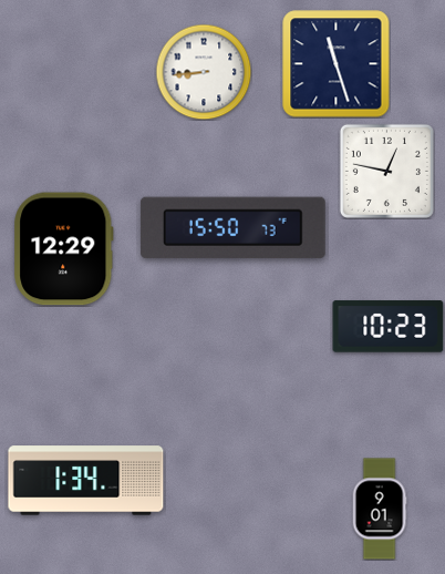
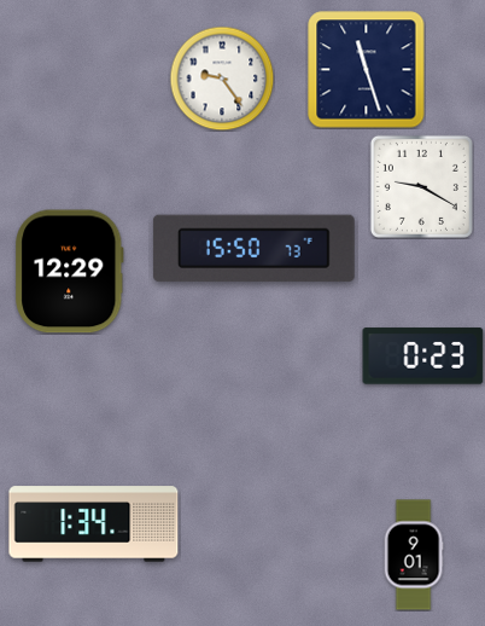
clock at (204, 72): 8:44 -> 9:24
clock at (386, 171): 12:47 -> 9:20
clock at (389, 327): 10:23 -> 0:23
